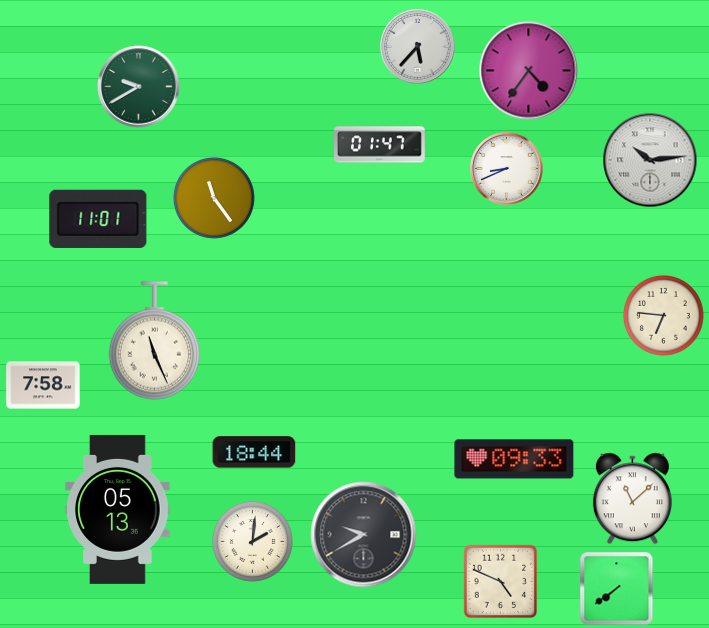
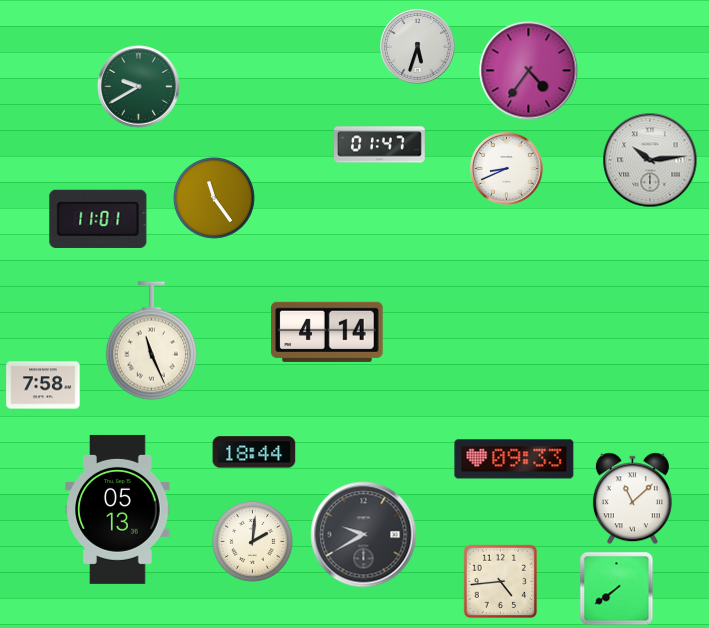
clock at (418, 47): 5:37 -> 5:33
clock at (663, 315): 6:46 -> none
clock at (327, 332): none -> 4:14
clock at (155, 341) position: (155, 341) -> (152, 341)
clock at (501, 582): 4:49 -> 4:44
